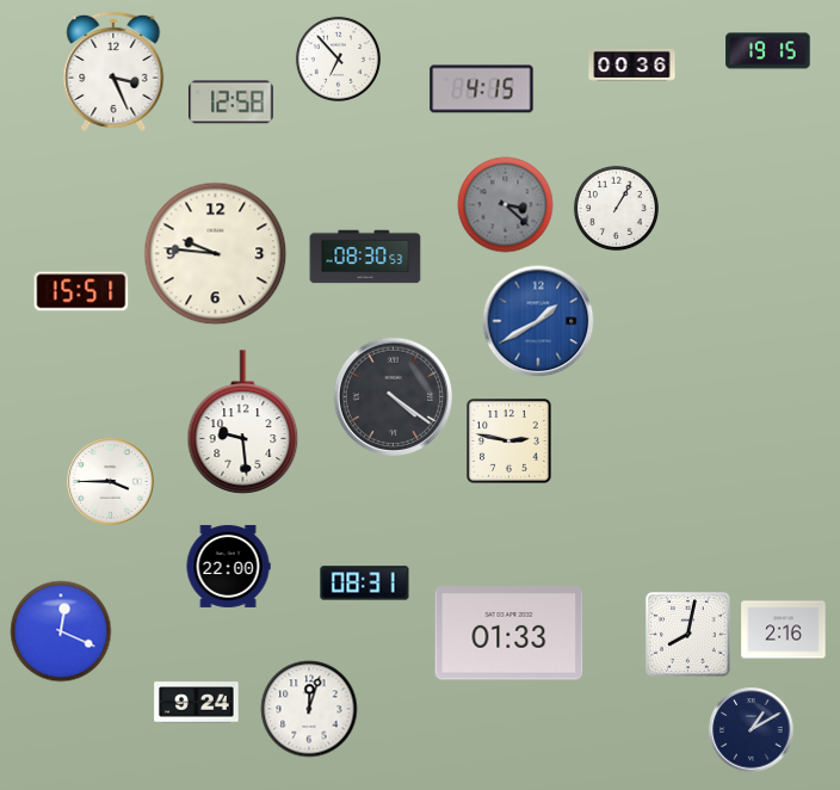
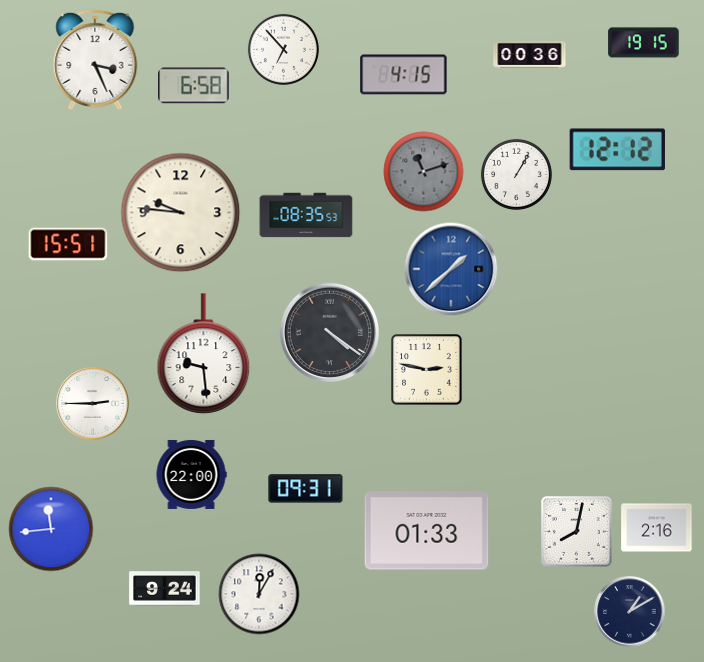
clock at (231, 103): 12:58 -> 6:58
clock at (617, 150): none -> 12:12
clock at (506, 205): 3:22 -> 11:12
clock at (365, 257): 08:30 -> 08:35
clock at (538, 321): 1:40 -> 1:38
clock at (111, 482): 3:45 -> 2:45
clock at (365, 584): 08:31 -> 09:31
clock at (61, 631): 12:19 -> 11:44
clock at (309, 709): 12:03 -> 12:05
